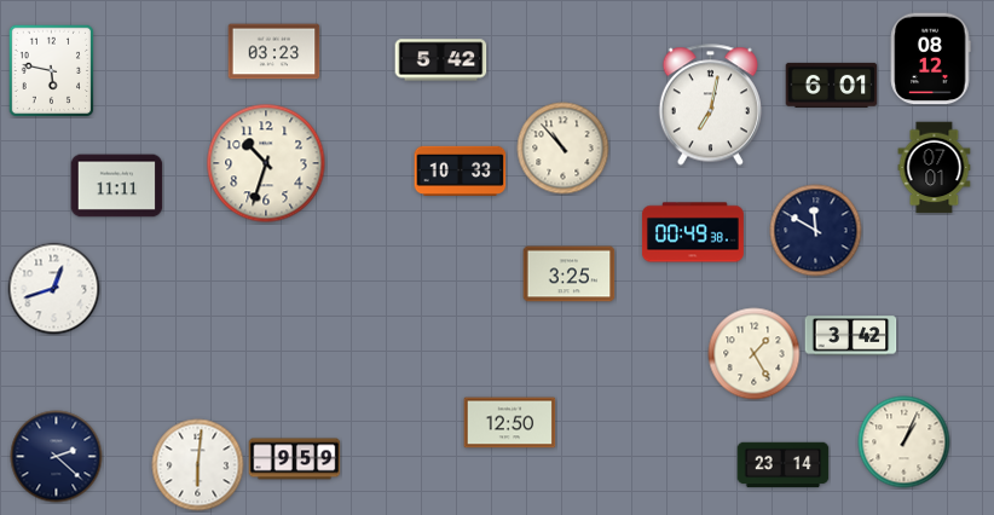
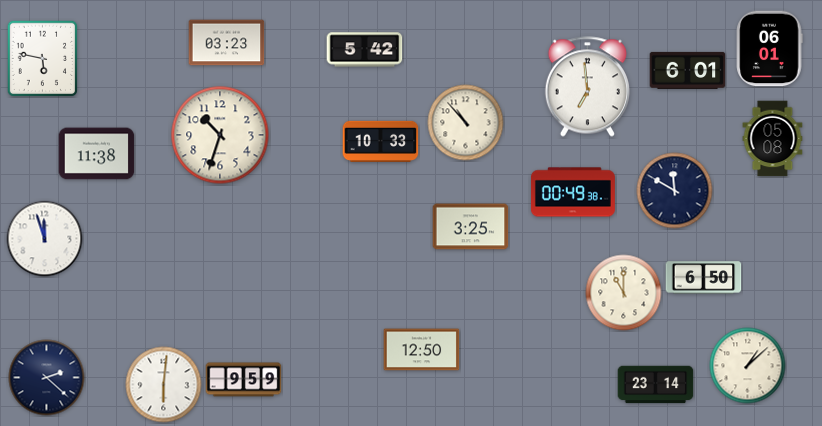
clock at (930, 59): 08:12 -> 06:01
clock at (710, 105): 7:02 -> 6:59
clock at (935, 168): 07:01 -> 05:08
clock at (117, 186): 11:11 -> 11:38
clock at (54, 289): 12:42 -> 11:57
clock at (851, 336): 3:42 -> 6:50
clock at (755, 354): 1:25 -> 11:00
clock at (905, 442): 1:04 -> 1:08
clock at (784, 465) position: (784, 465) -> (656, 385)
